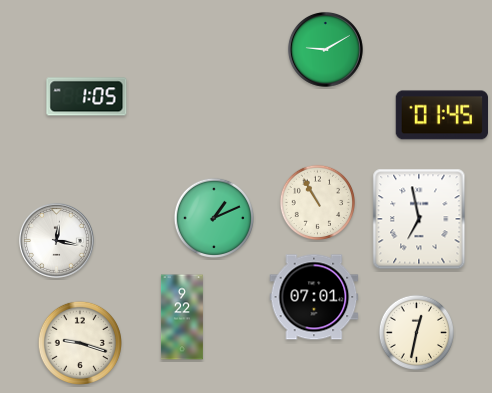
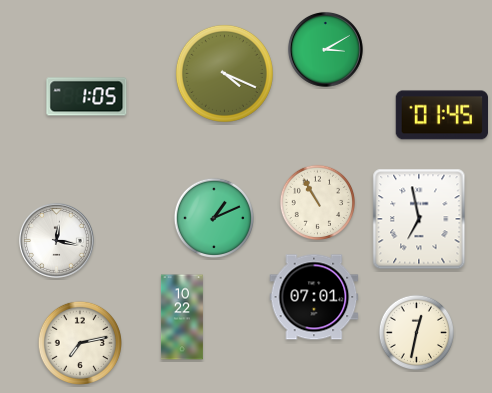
clock at (325, 49): 9:10 -> 3:10
clock at (224, 73): none -> 4:19
clock at (182, 317): 9:22 -> 10:22
clock at (80, 343): 9:18 -> 7:13
